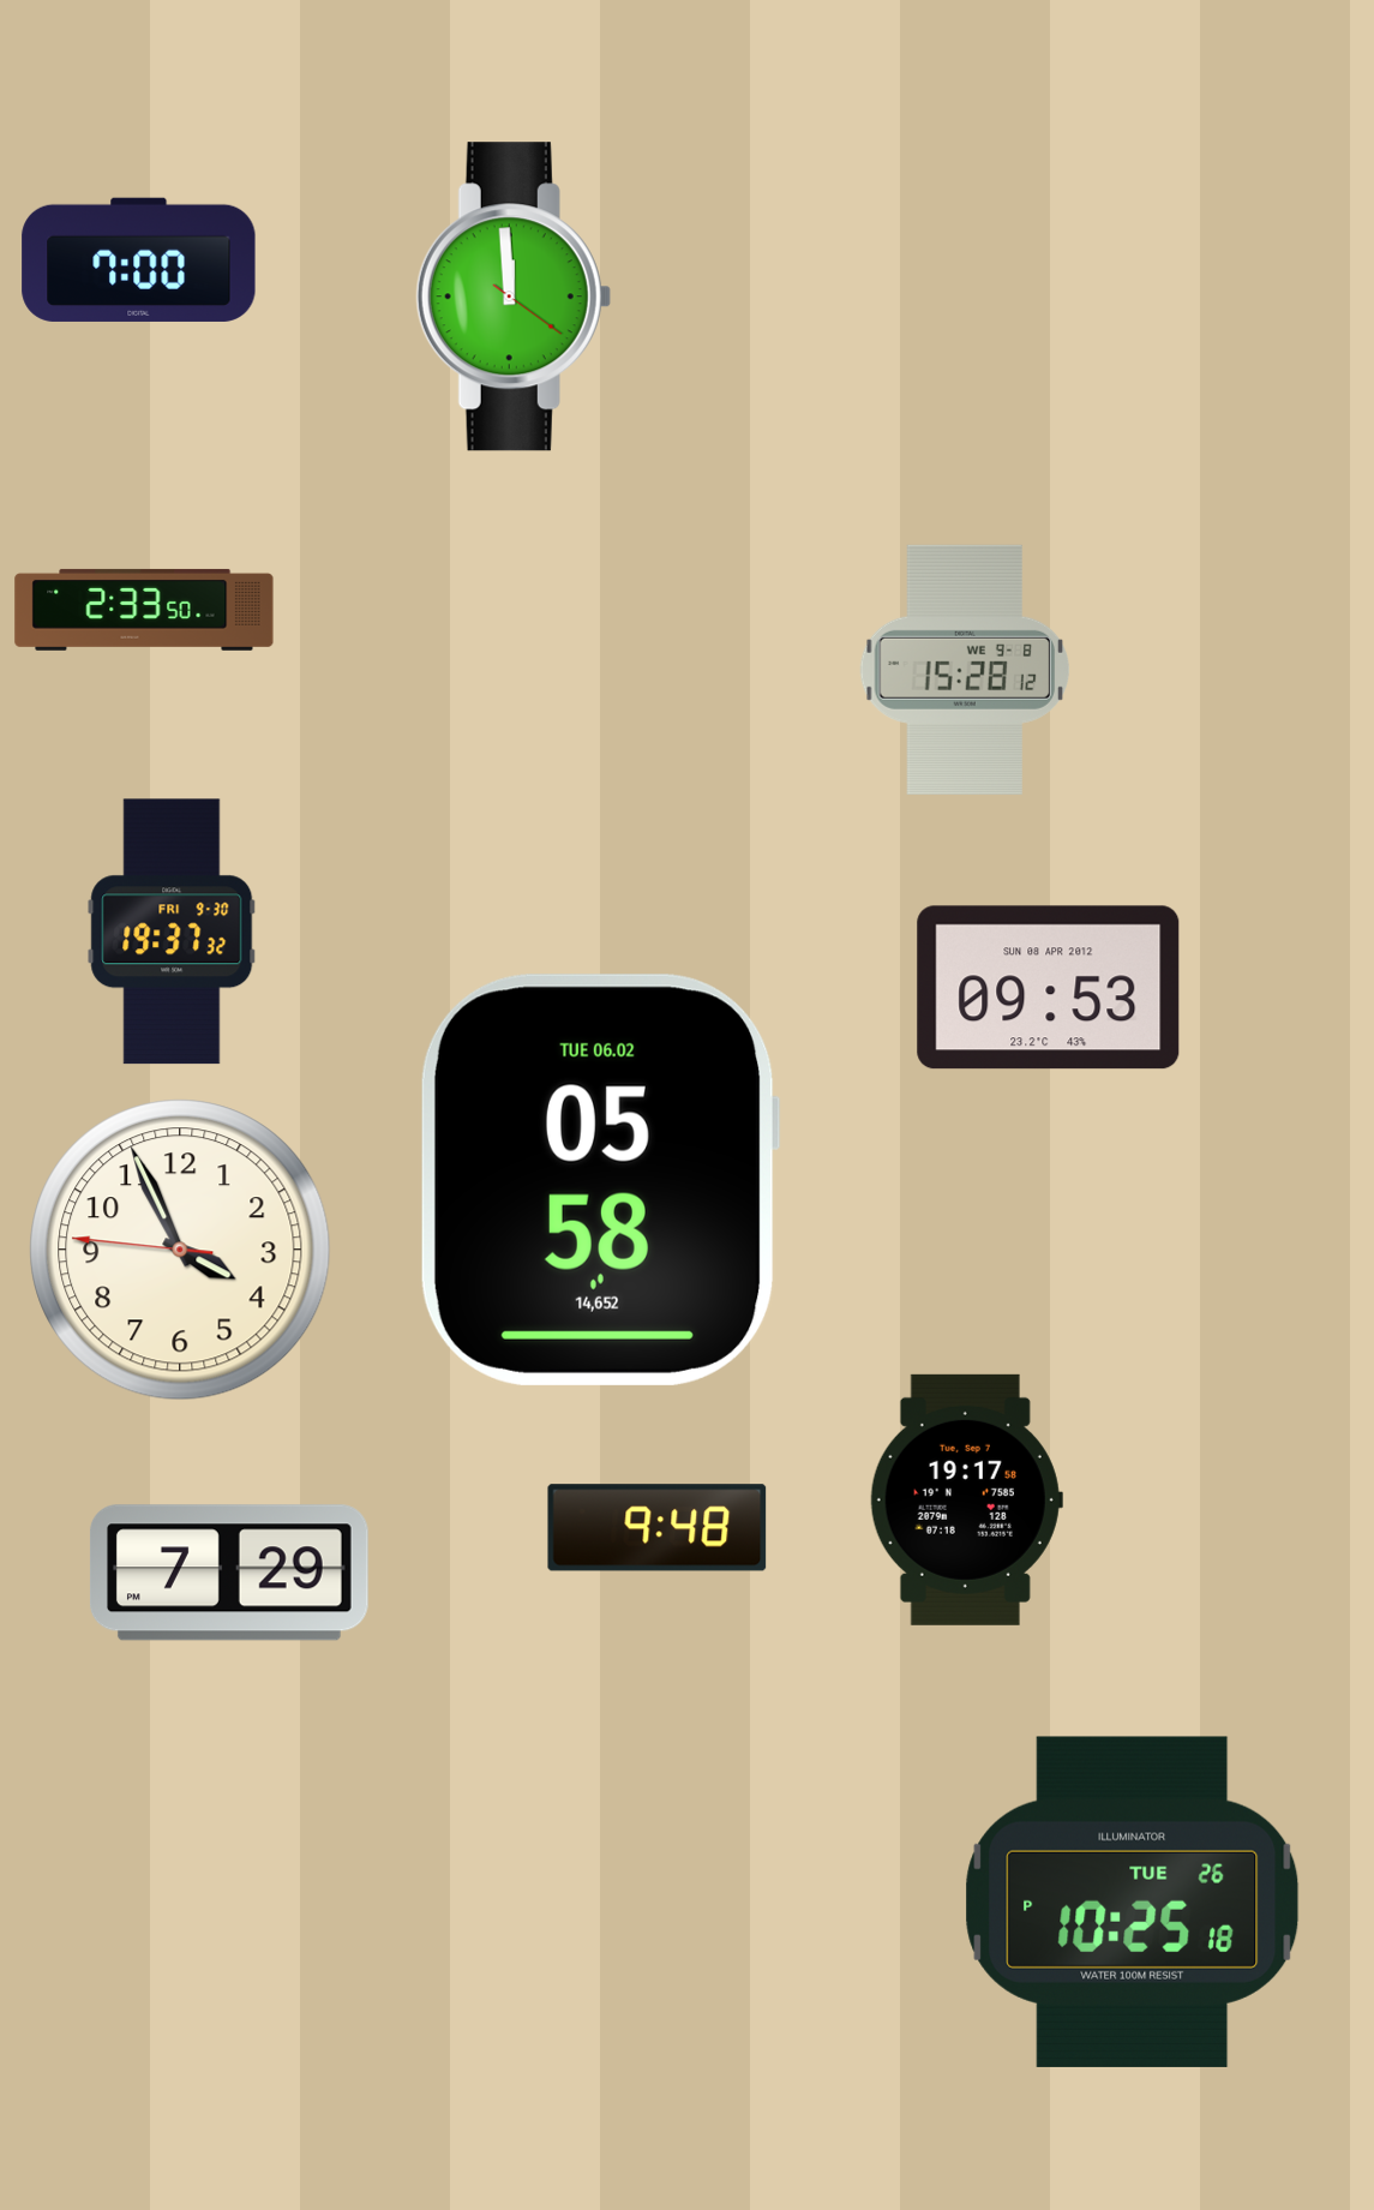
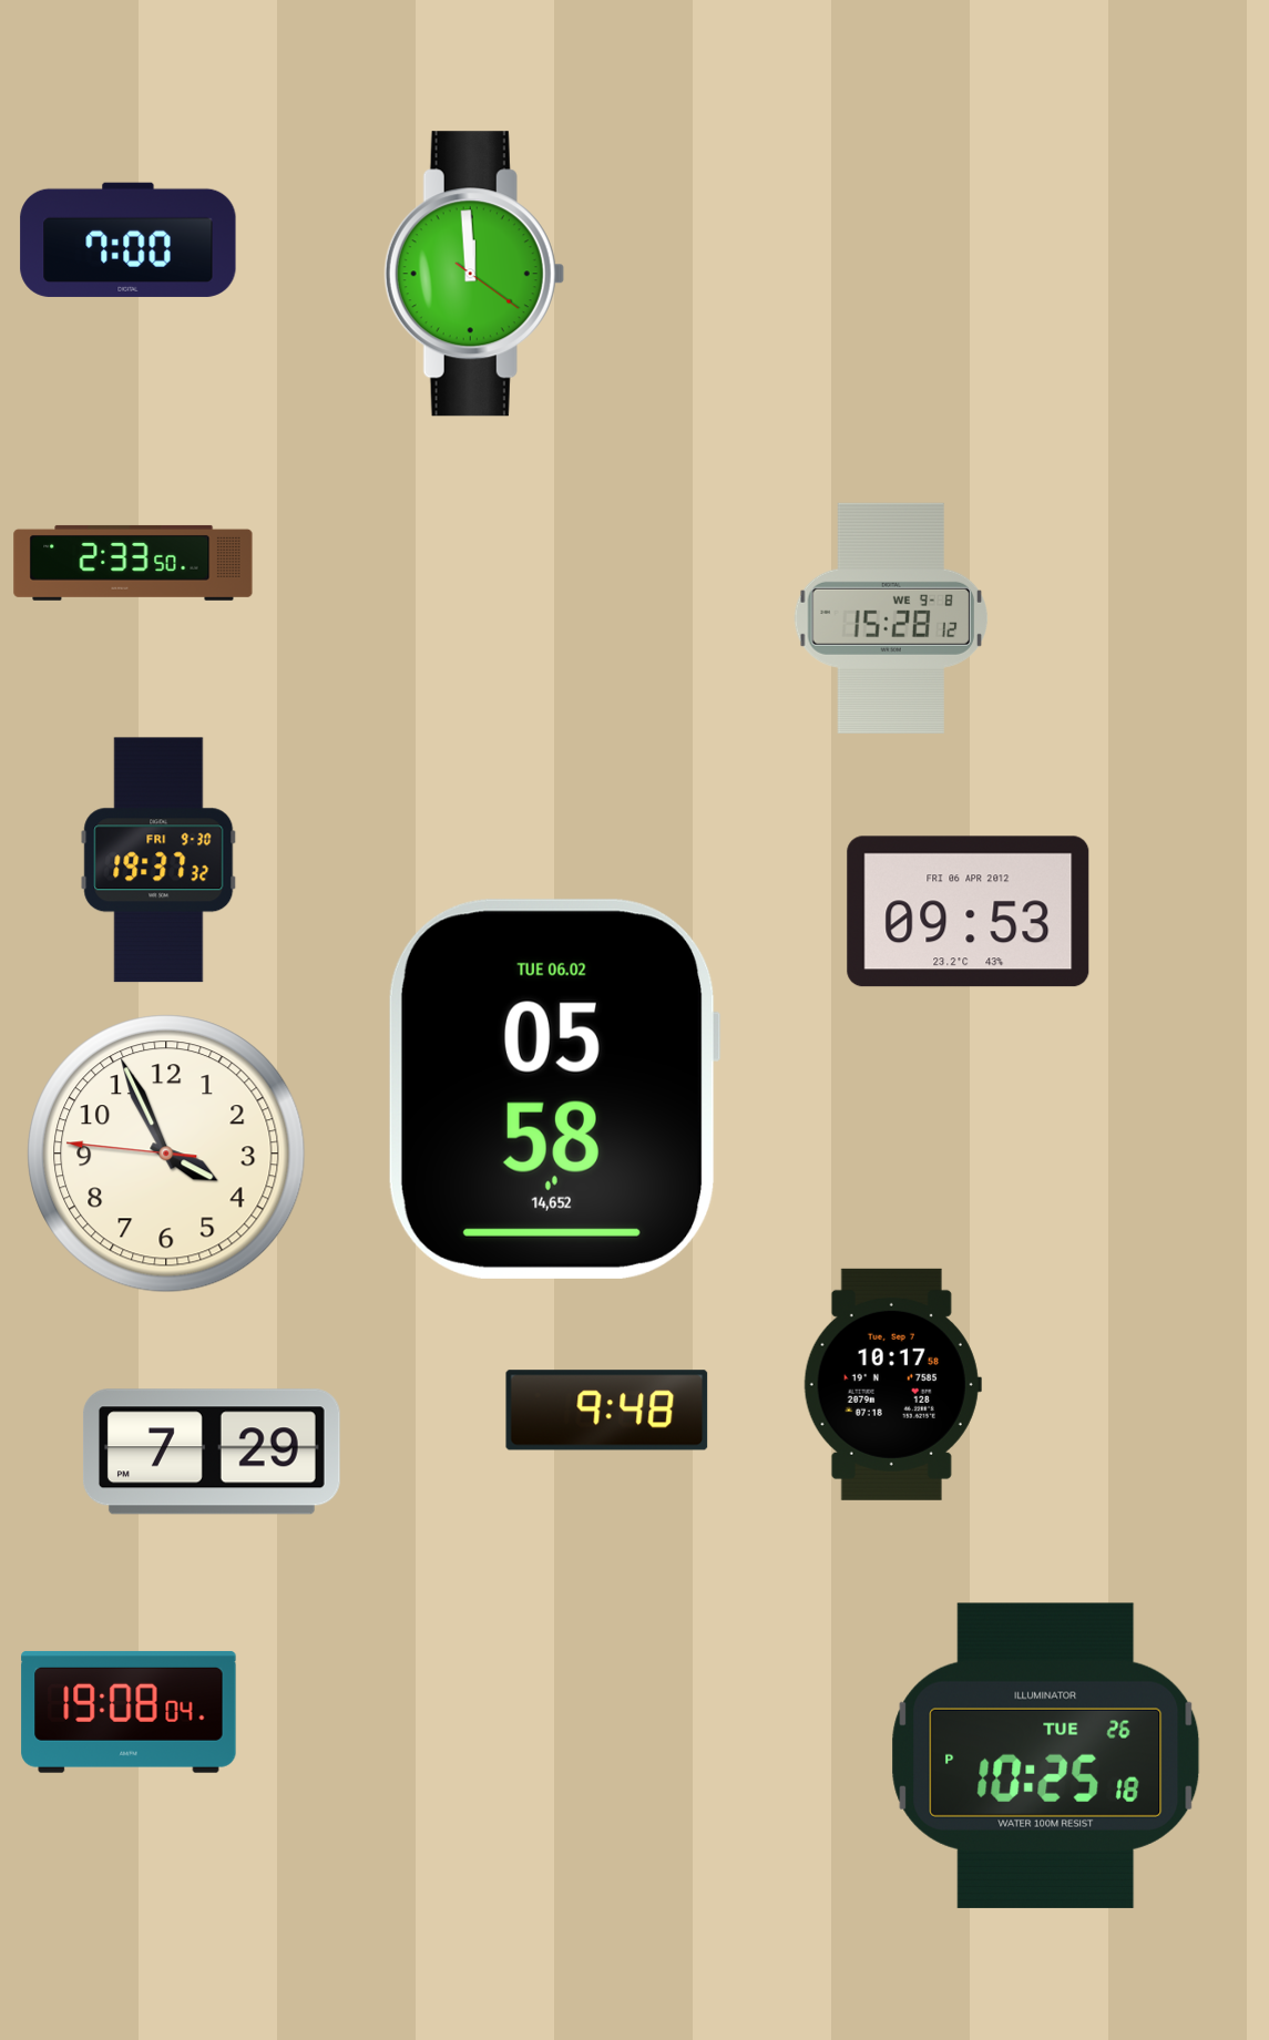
clock at (1049, 988) date: SUN 08 APR 2012 -> FRI 06 APR 2012
clock at (966, 1499): 19:17 -> 10:17
clock at (129, 1712): none -> 19:08
